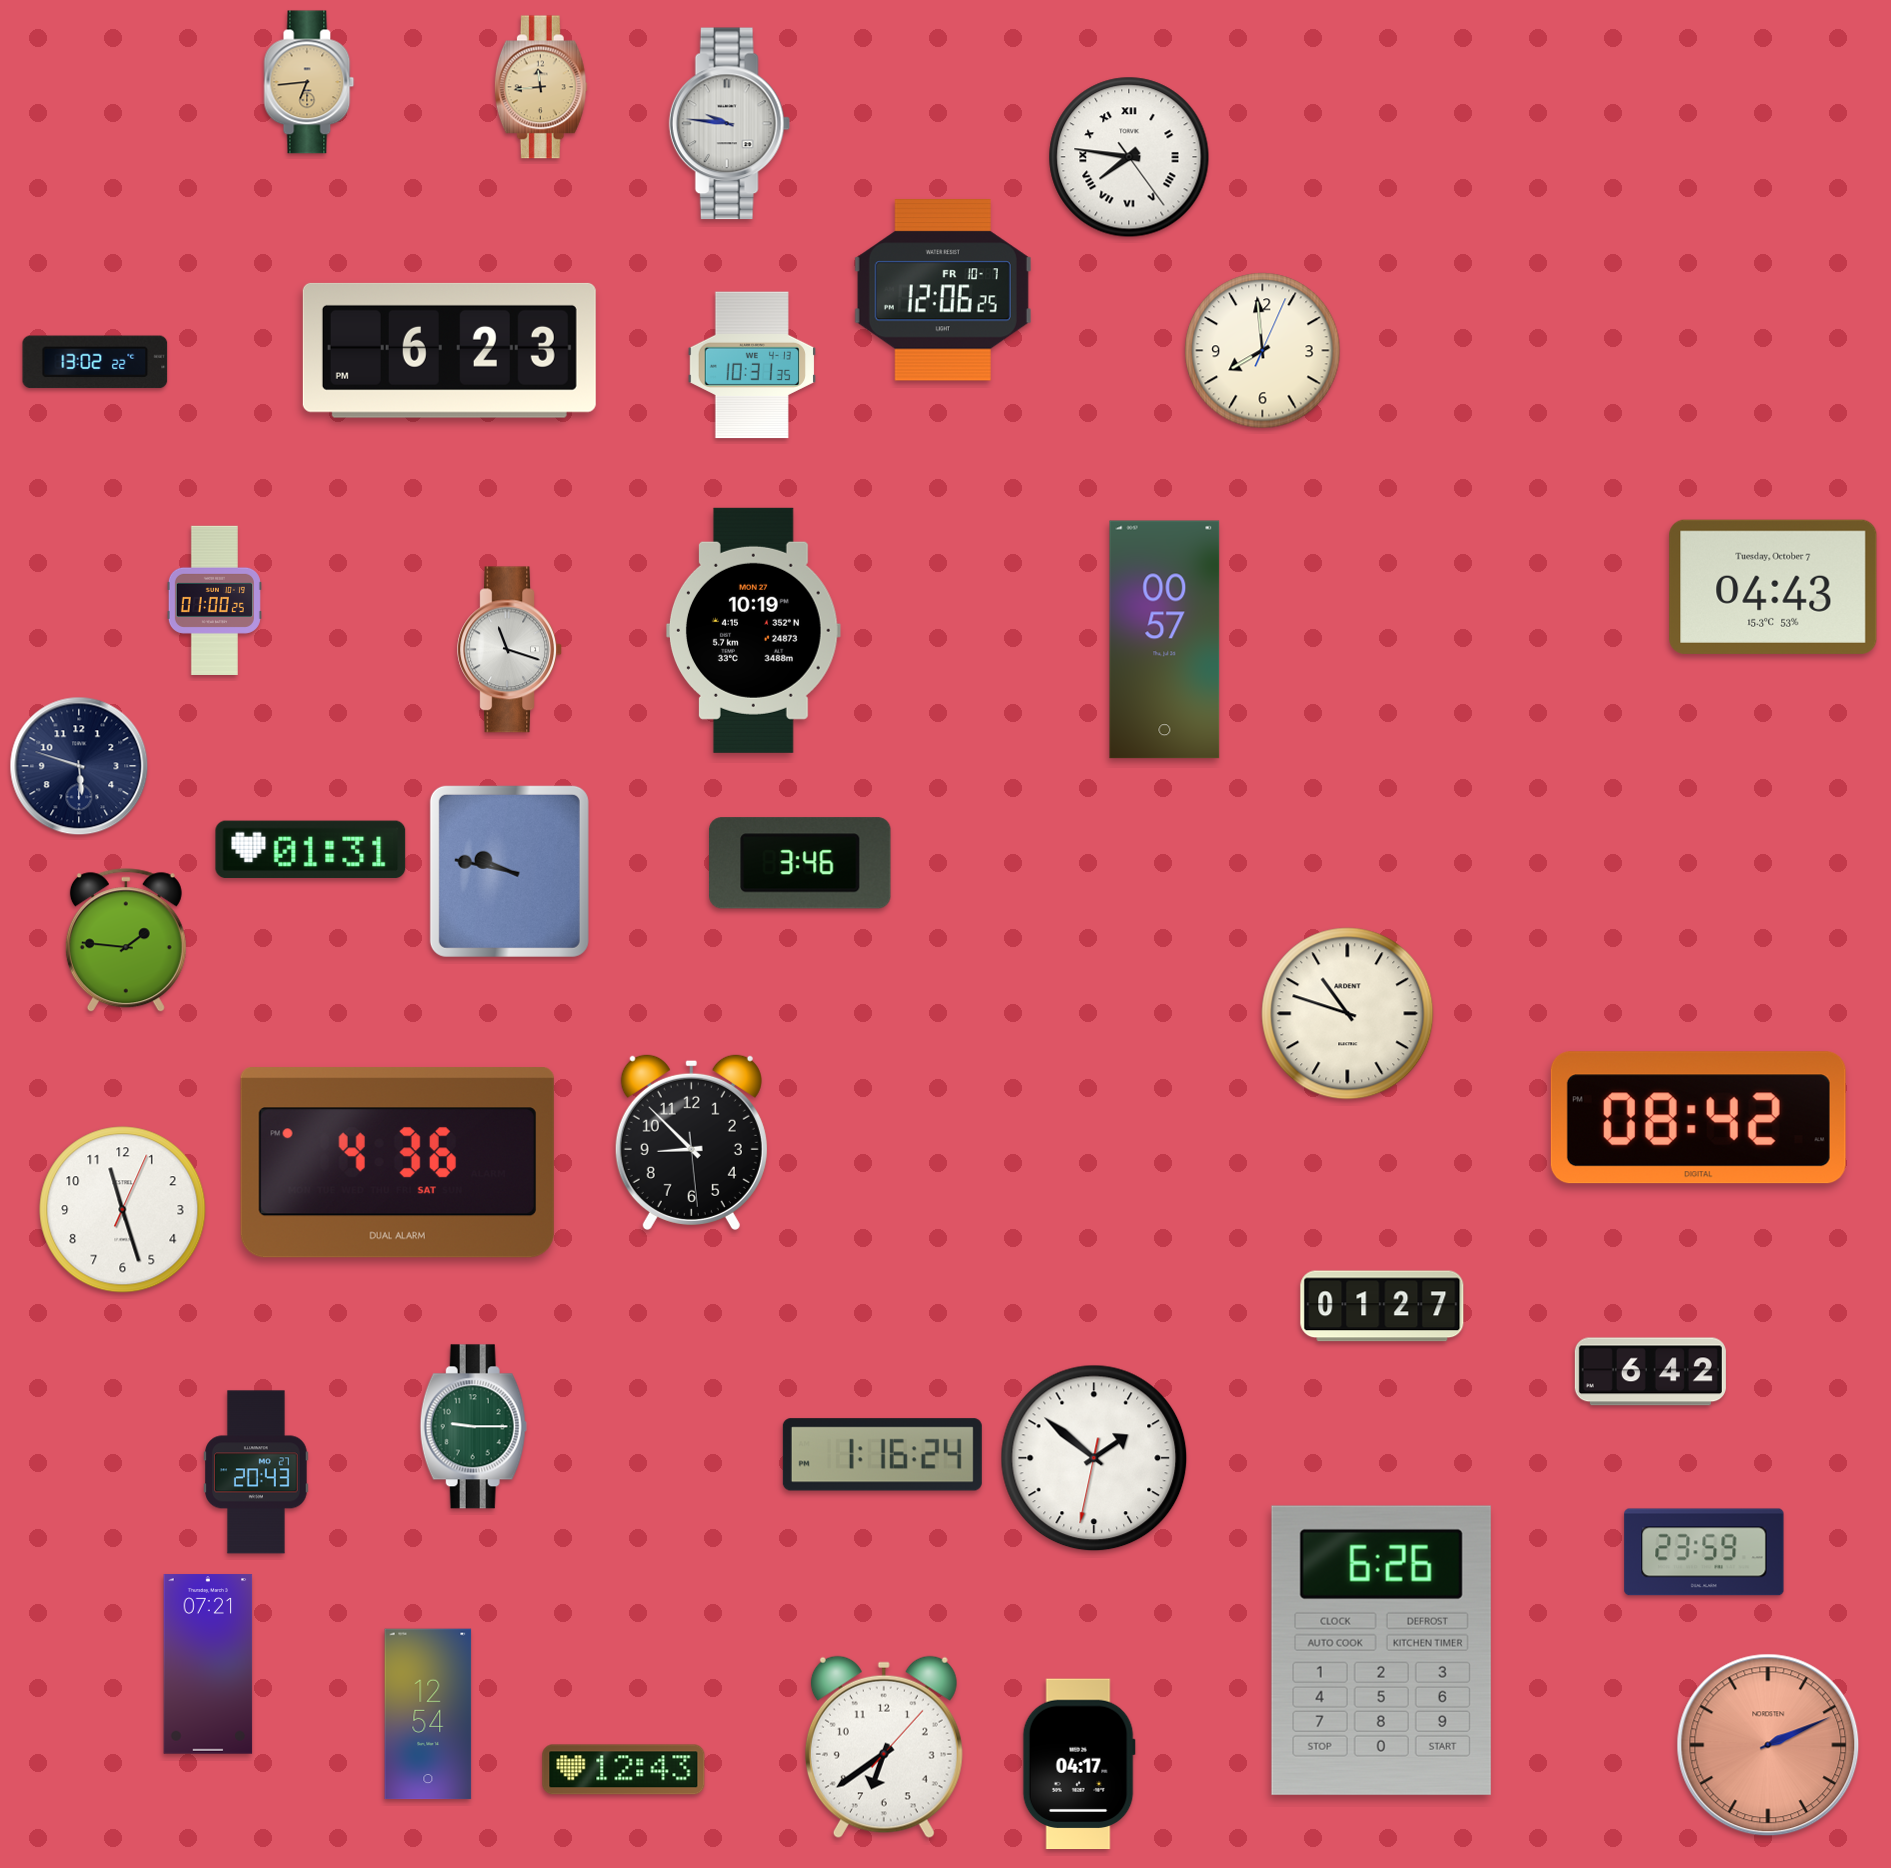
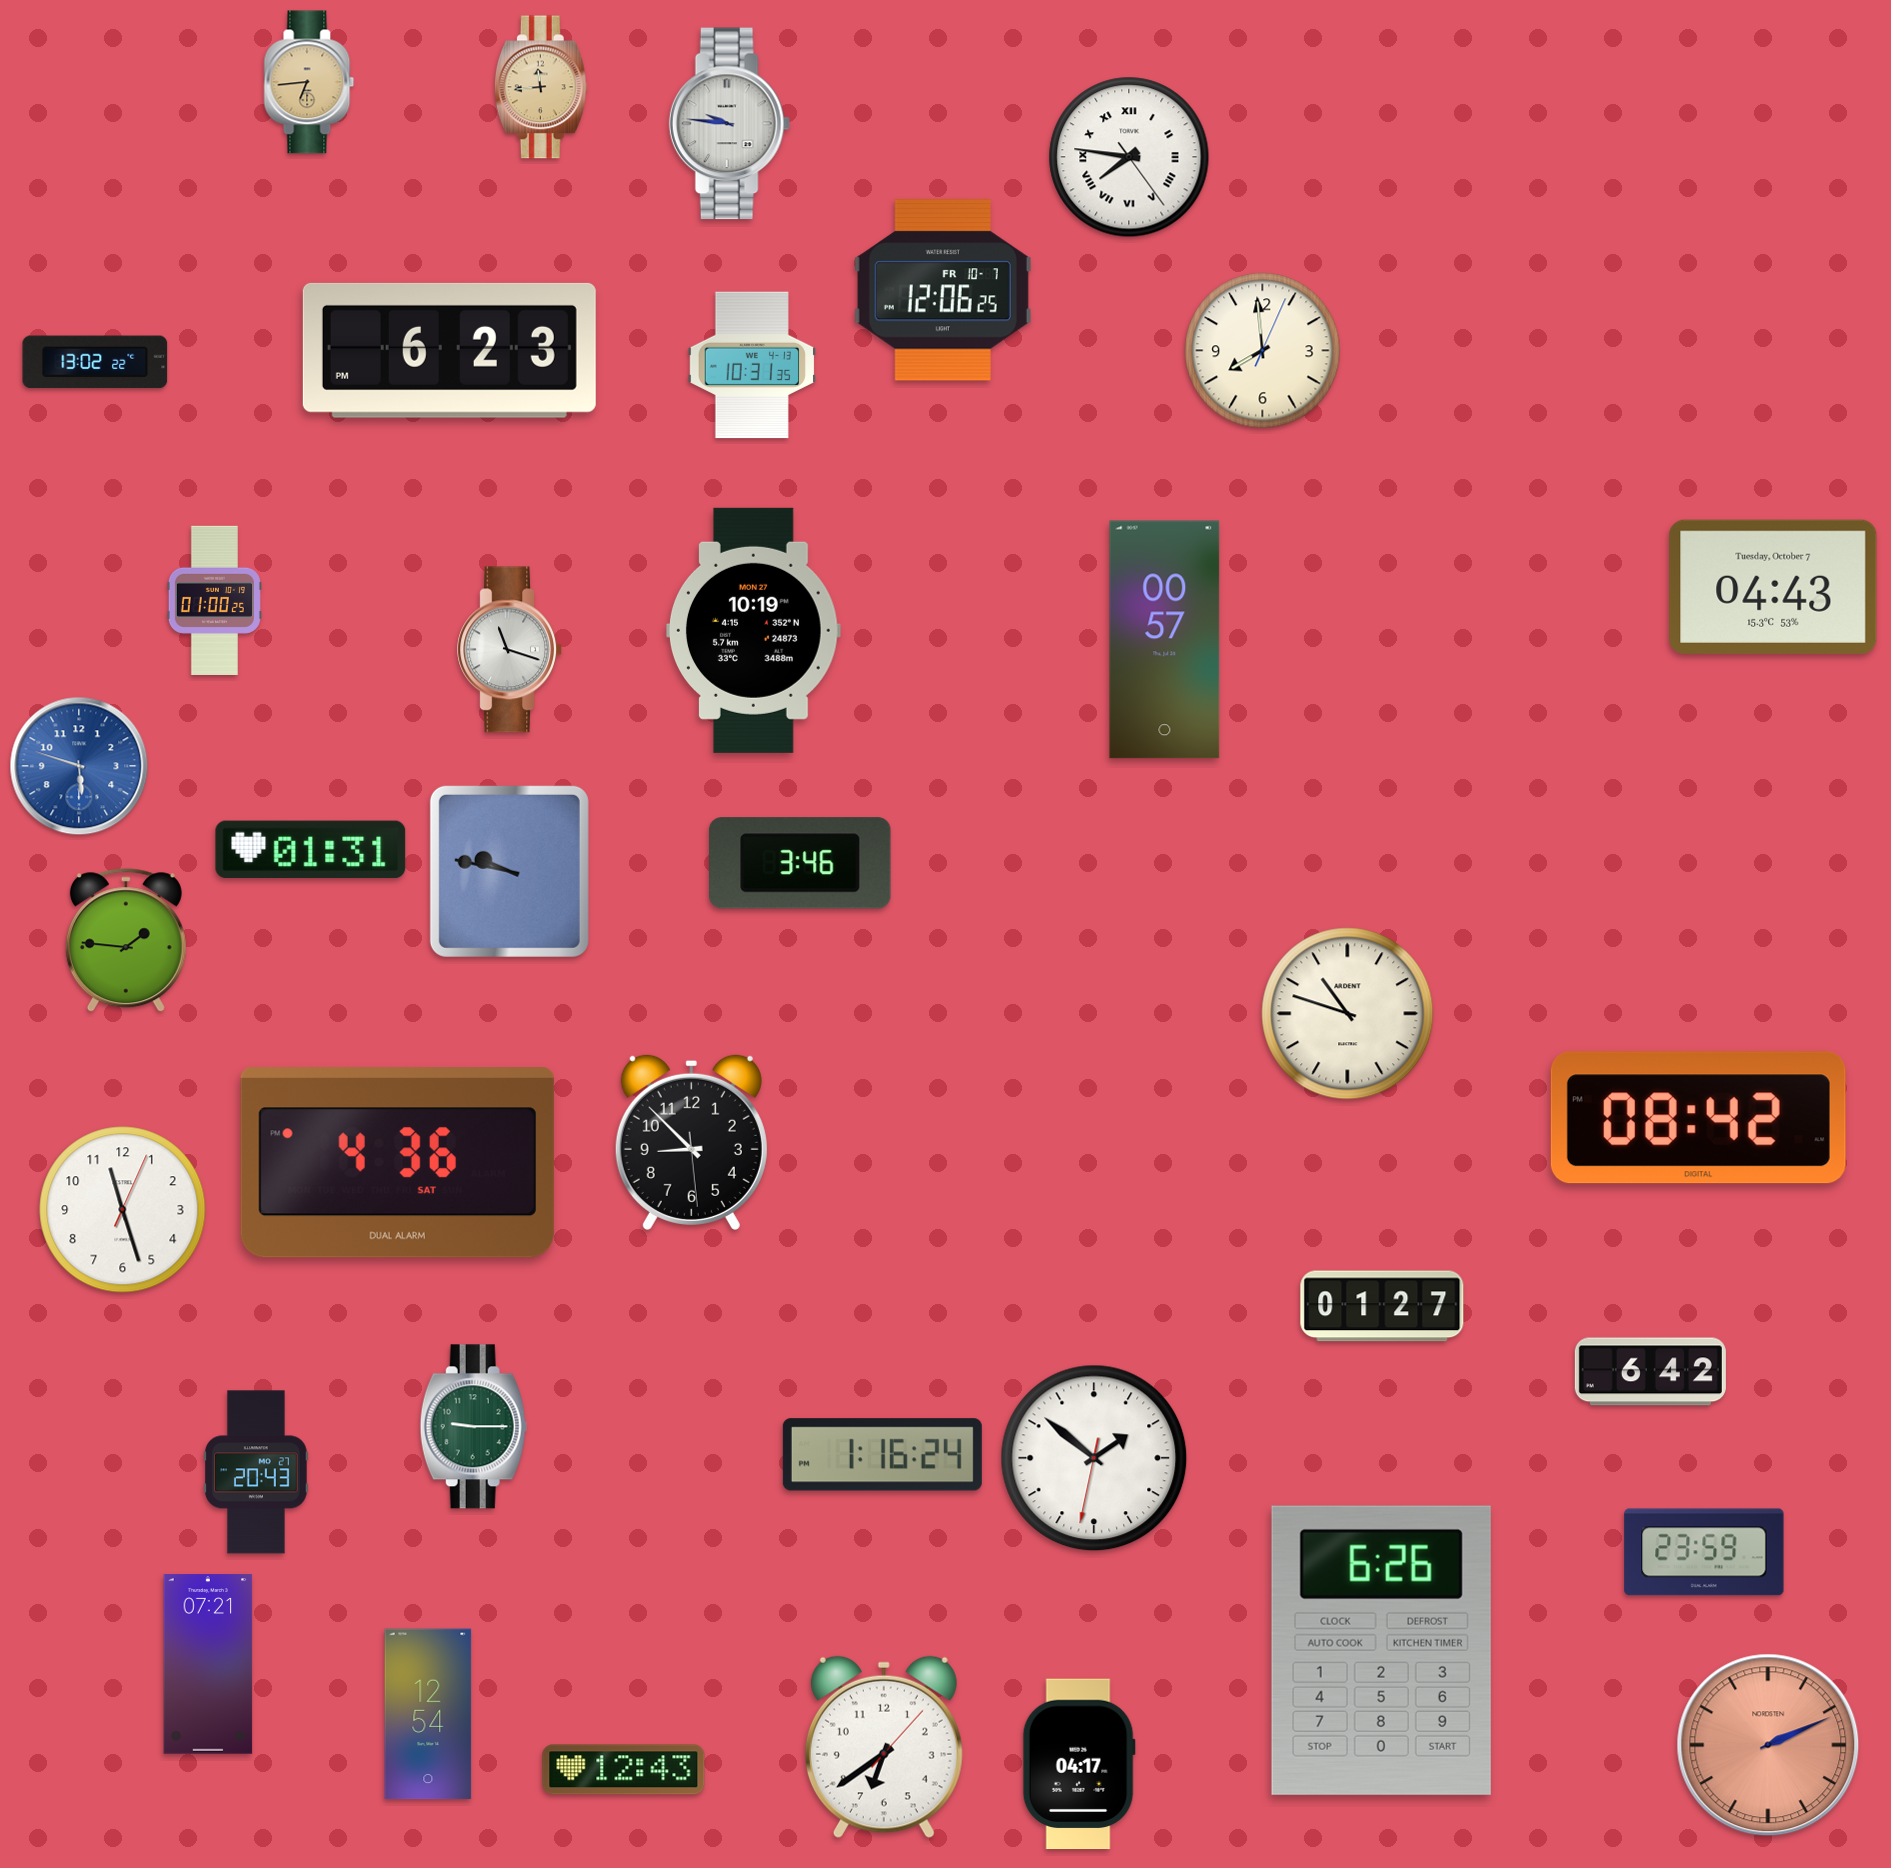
clock at (79, 766) dial: navy -> blue
